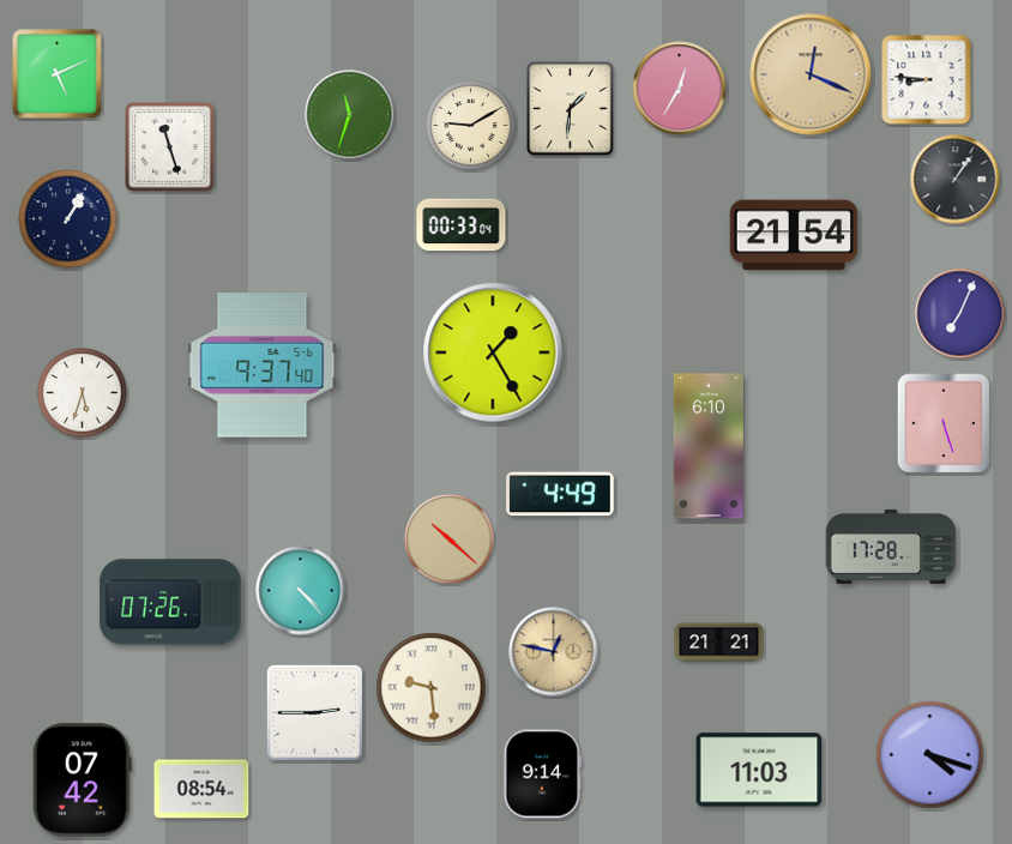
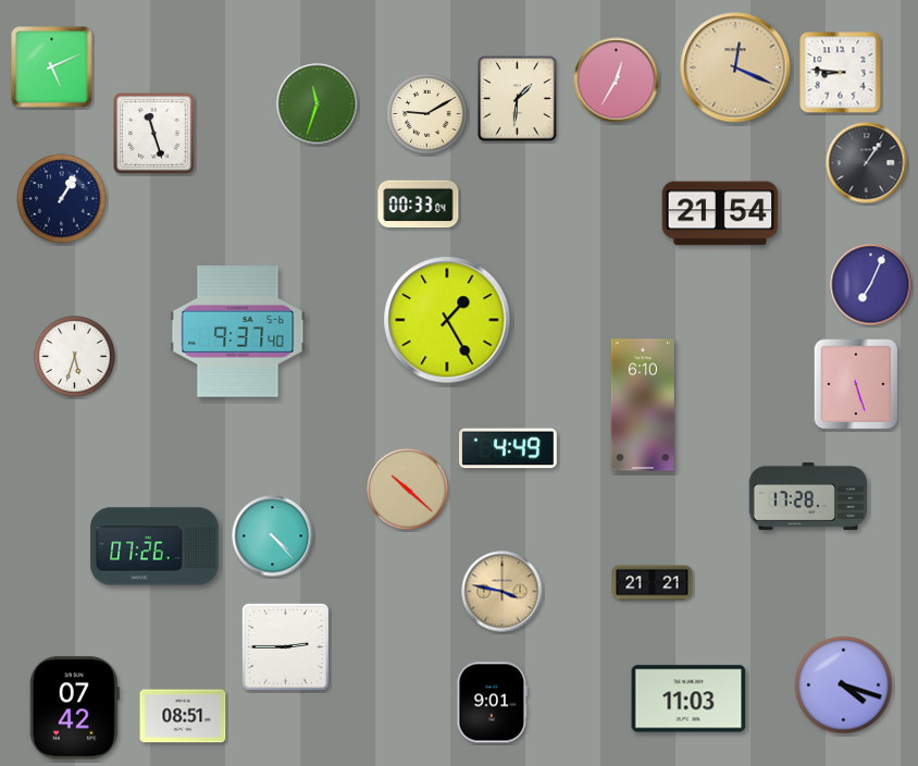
clock at (554, 652): 12:47 -> 3:47
clock at (432, 688): 9:29 -> none
clock at (543, 774): 9:14 -> 9:01
clock at (201, 789): 08:54 -> 08:51
